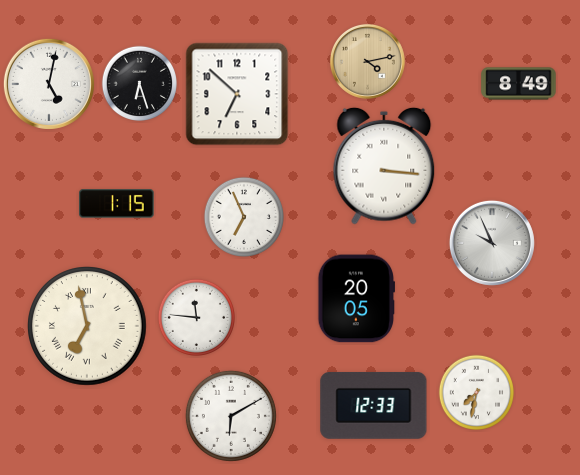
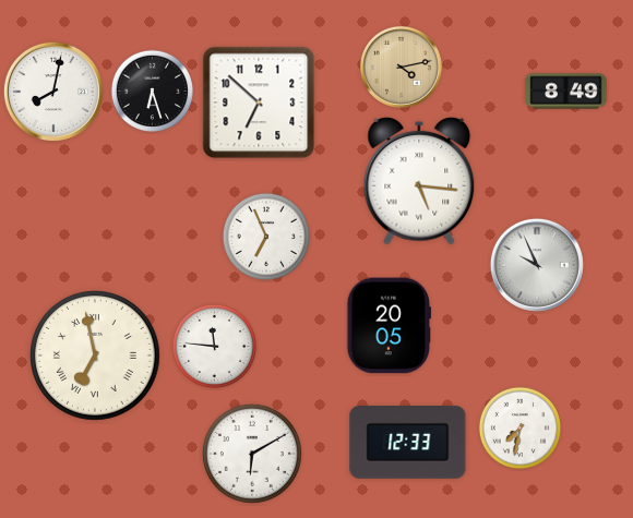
clock at (49, 84): 5:02 -> 8:02
clock at (384, 166): 3:16 -> 5:16
clock at (117, 204): 1:15 -> none
